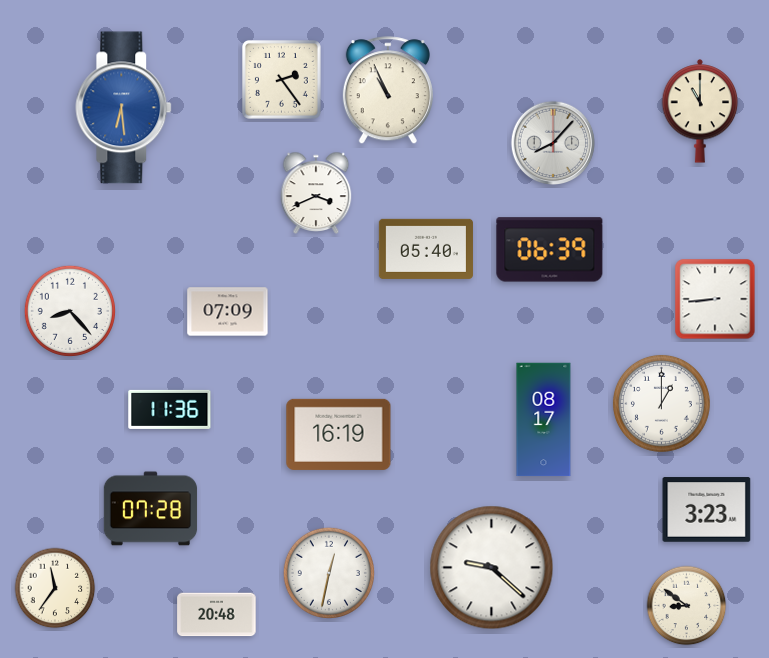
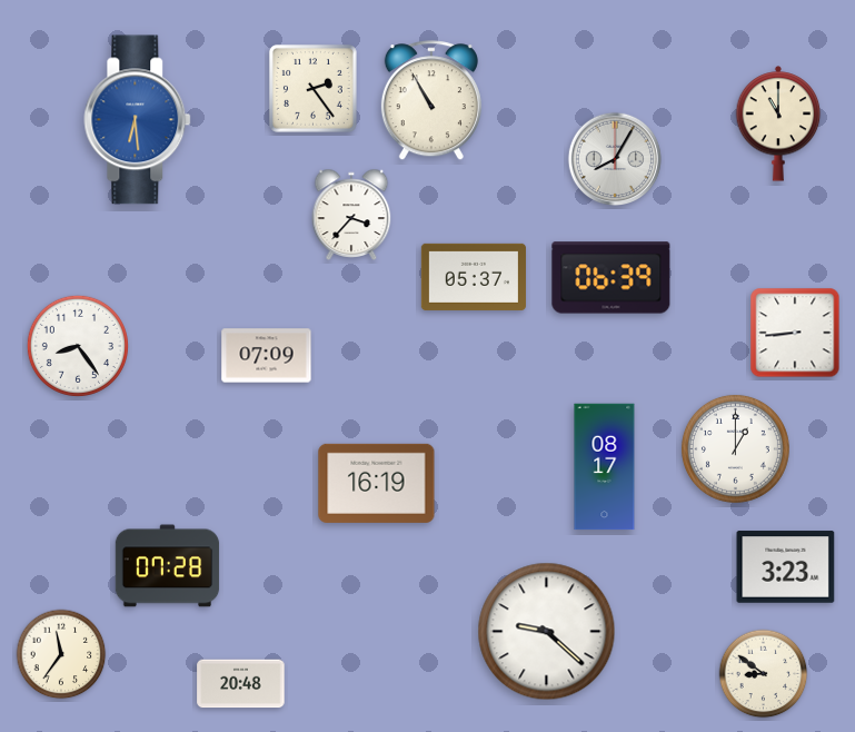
clock at (388, 91): 10:56 -> 10:55
clock at (552, 143): 8:07 -> 8:05
clock at (316, 193): 3:41 -> 3:37
clock at (426, 249): 05:40 -> 05:37
clock at (70, 311): 8:23 -> 8:24
clock at (228, 312) position: (228, 312) -> (267, 356)
clock at (170, 409): 11:36 -> none
clock at (329, 573): 12:32 -> none
